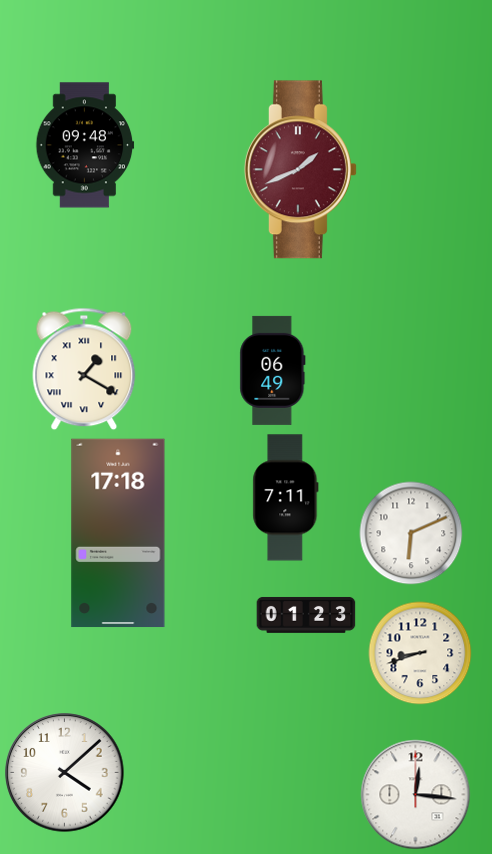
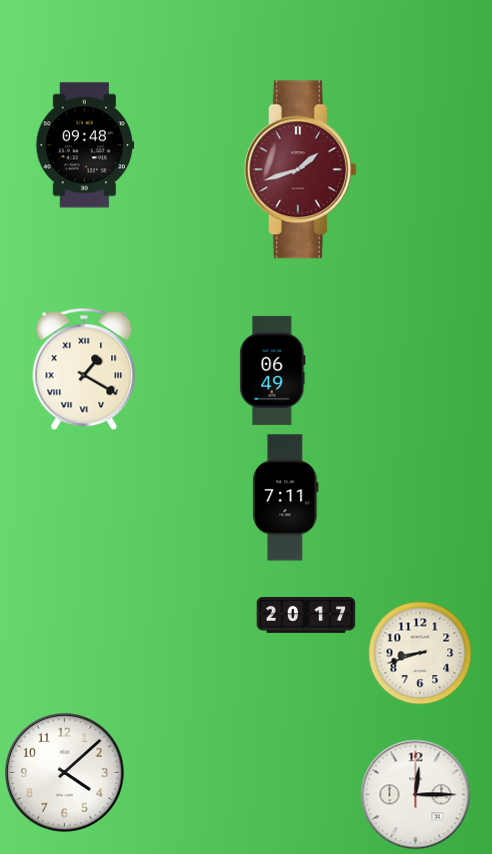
clock at (300, 170): 1:41 -> 1:42
clock at (118, 533): 17:18 -> none
clock at (411, 533): 6:11 -> none
clock at (306, 615): 01:23 -> 20:17
clock at (416, 795): 12:16 -> 12:15
